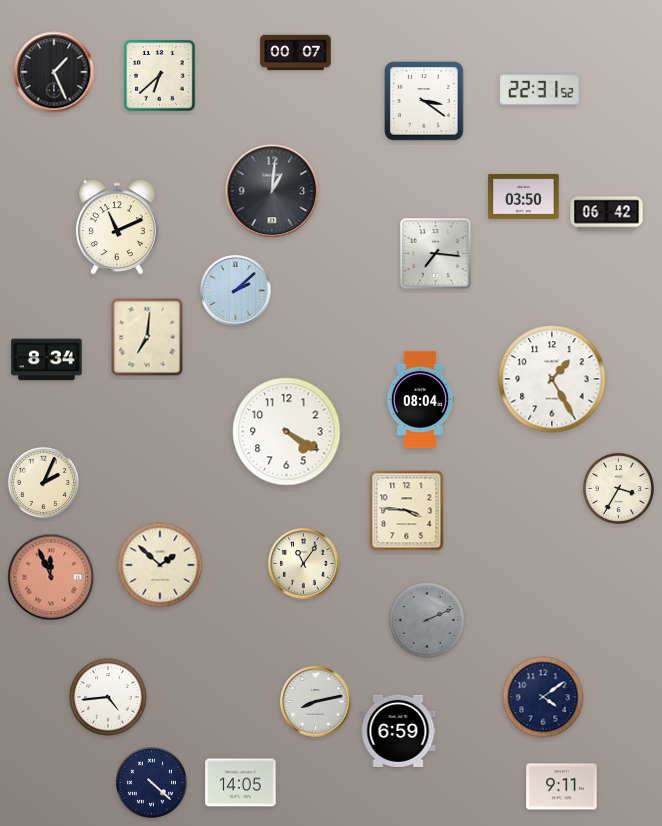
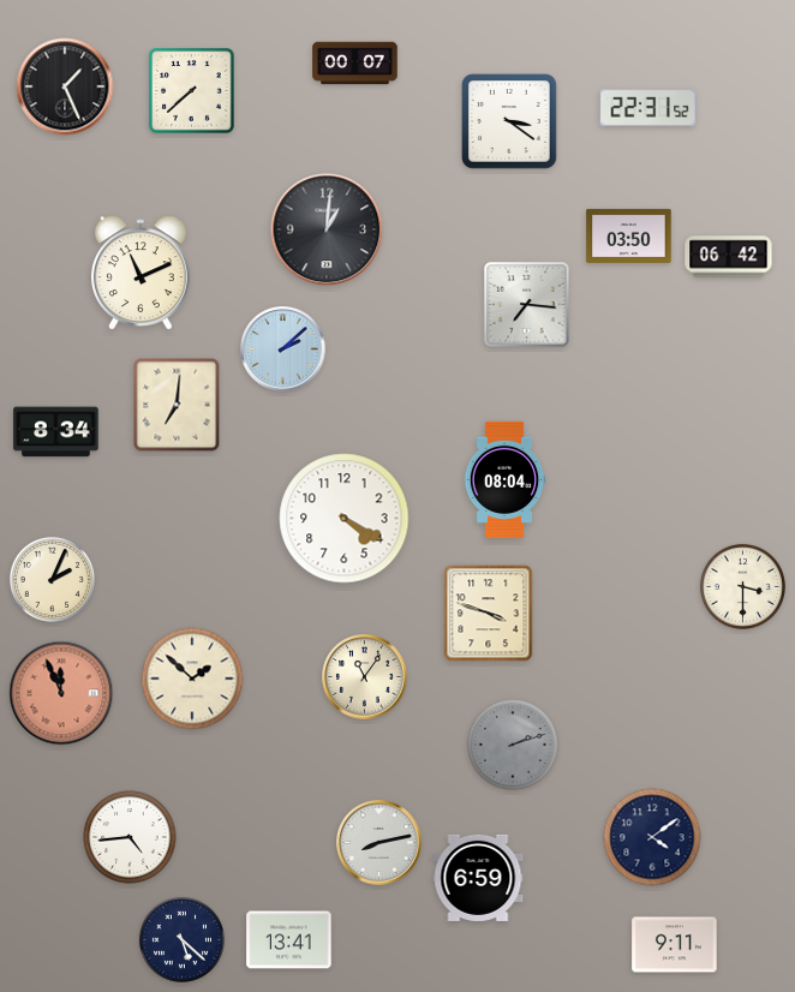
clock at (160, 76): 6:38 -> 7:38
clock at (436, 254) position: (436, 254) -> (527, 305)
clock at (552, 379): 1:25 -> none
clock at (618, 488): 3:35 -> 3:30
clock at (407, 511): 3:46 -> 3:48
clock at (427, 620): 2:11 -> 2:12
clock at (151, 782): 4:22 -> 5:22
clock at (241, 783): 14:05 -> 13:41
